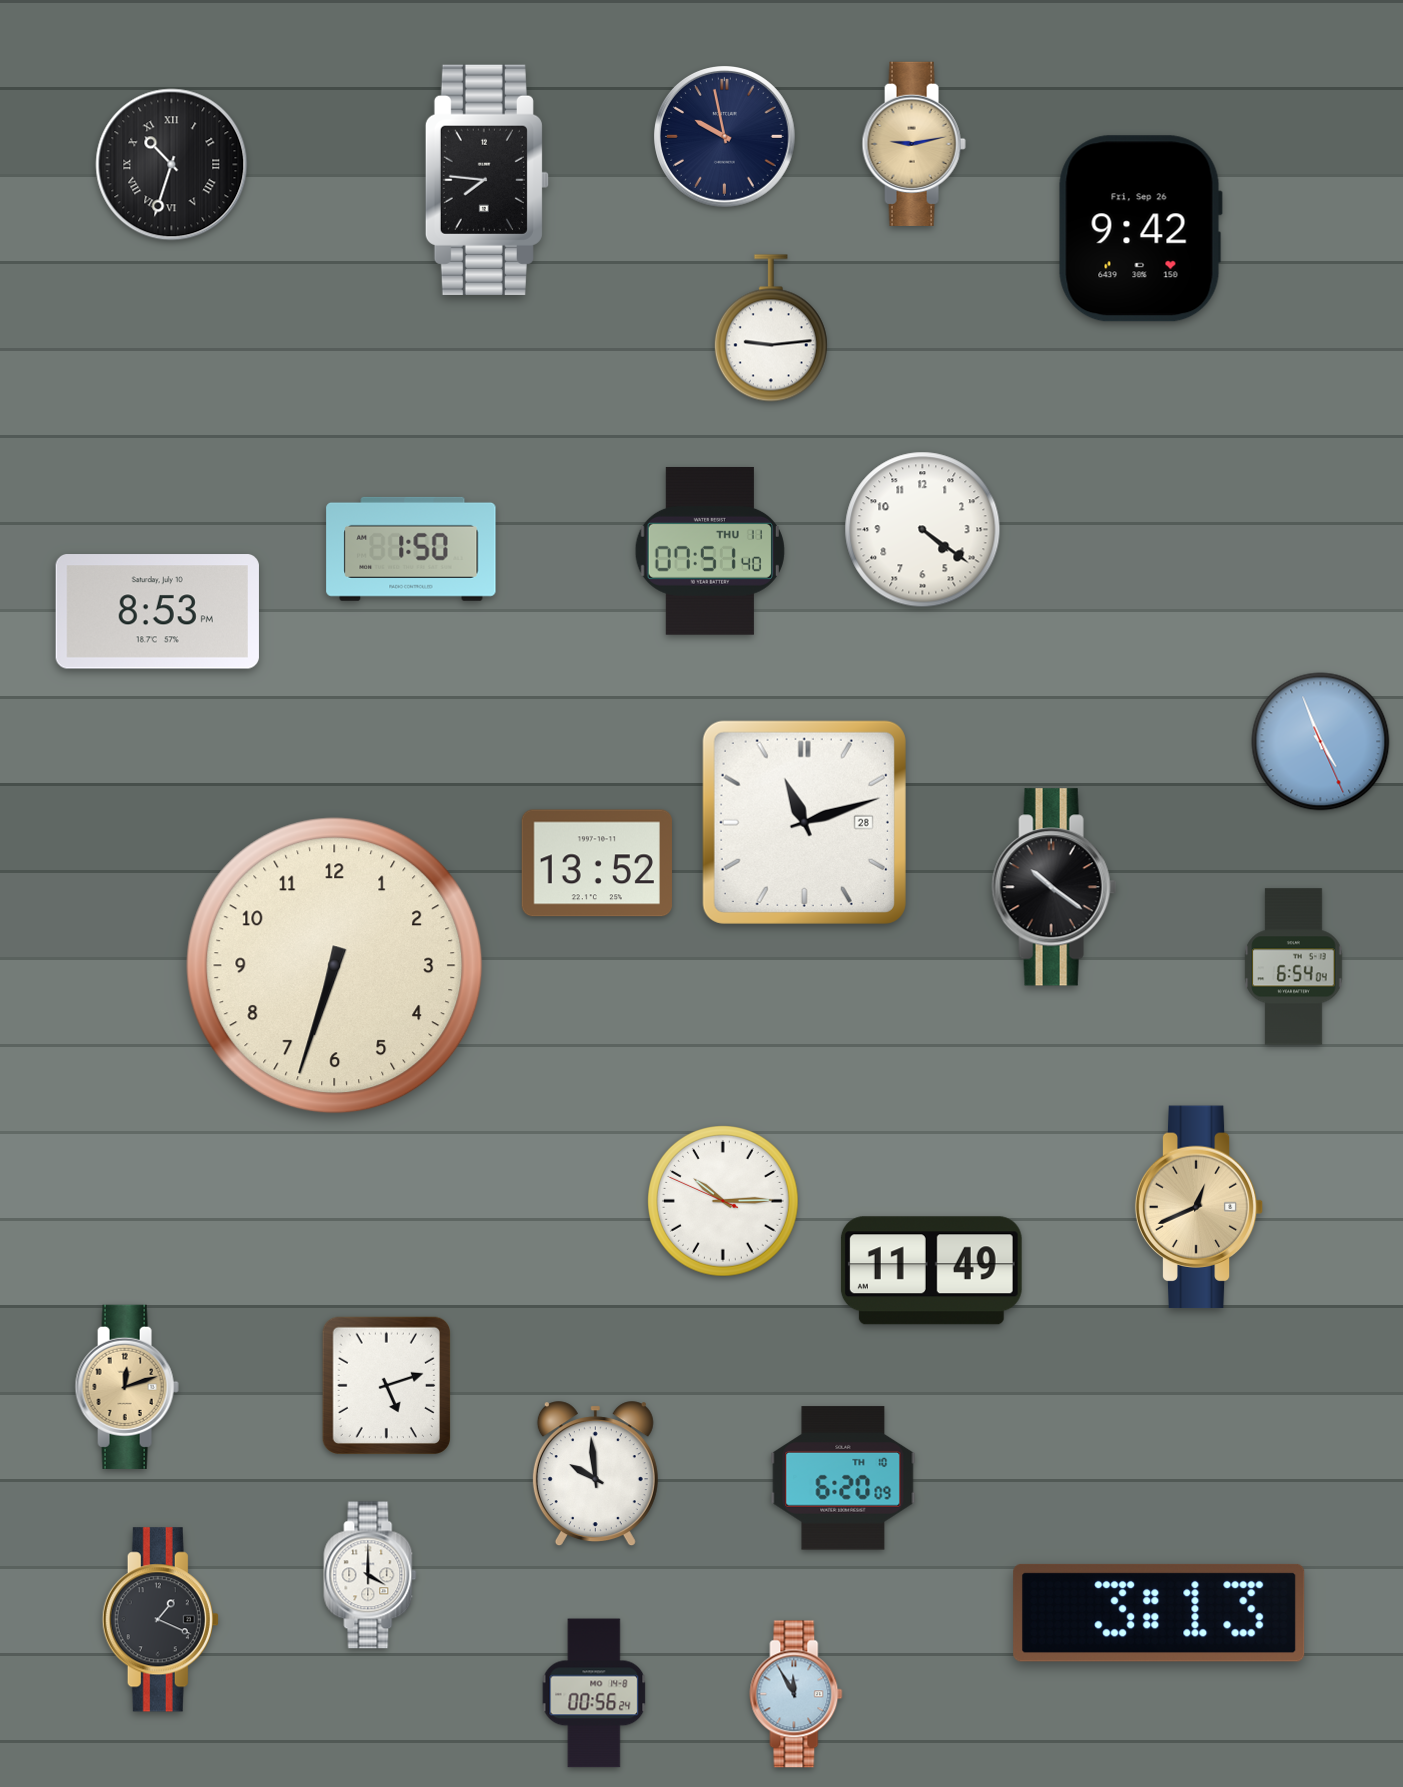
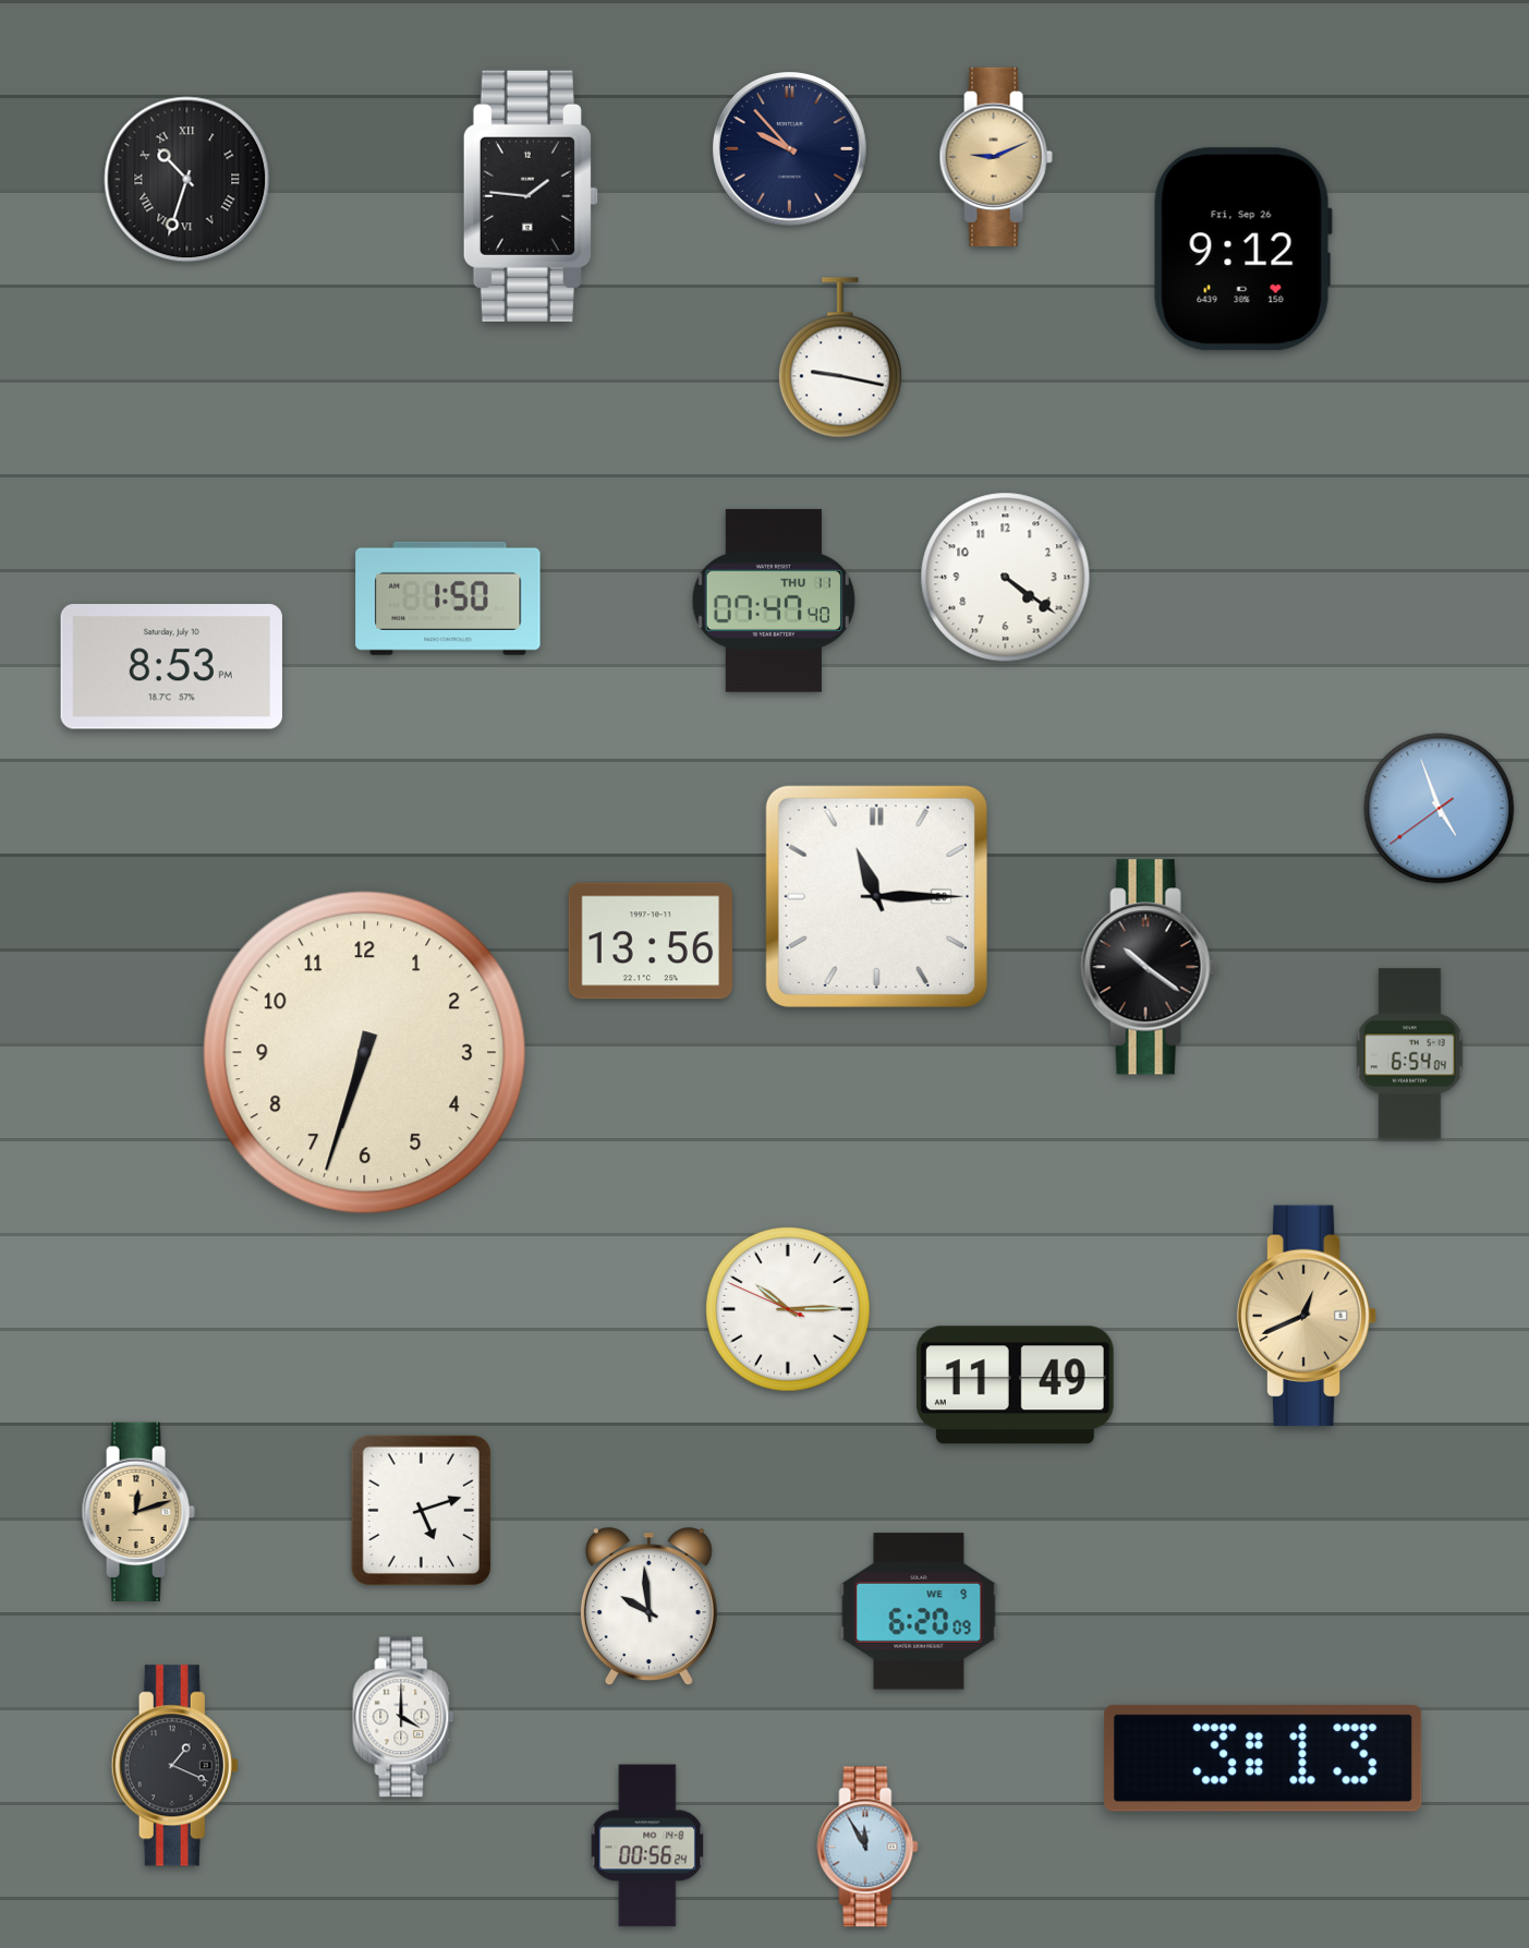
clock at (725, 137): 9:58 -> 9:53
clock at (914, 144): 9:13 -> 9:11
clock at (487, 180): 7:46 -> 1:46
clock at (1140, 229): 9:42 -> 9:12
clock at (771, 328): 9:14 -> 9:17
clock at (710, 551): 07:51 -> 07:47
clock at (1321, 742): 4:56:26 -> 4:56:39
clock at (804, 822): 11:12 -> 11:15
clock at (596, 863): 13:52 -> 13:56
clock at (843, 1478) date: TH 10 -> WE 9
